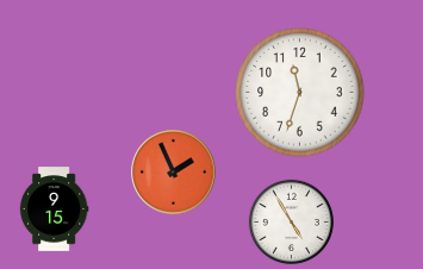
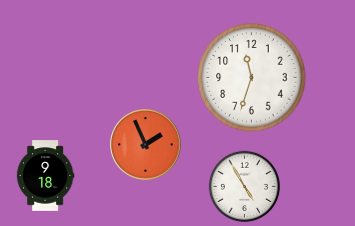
clock at (54, 209): 9:15 -> 9:18
